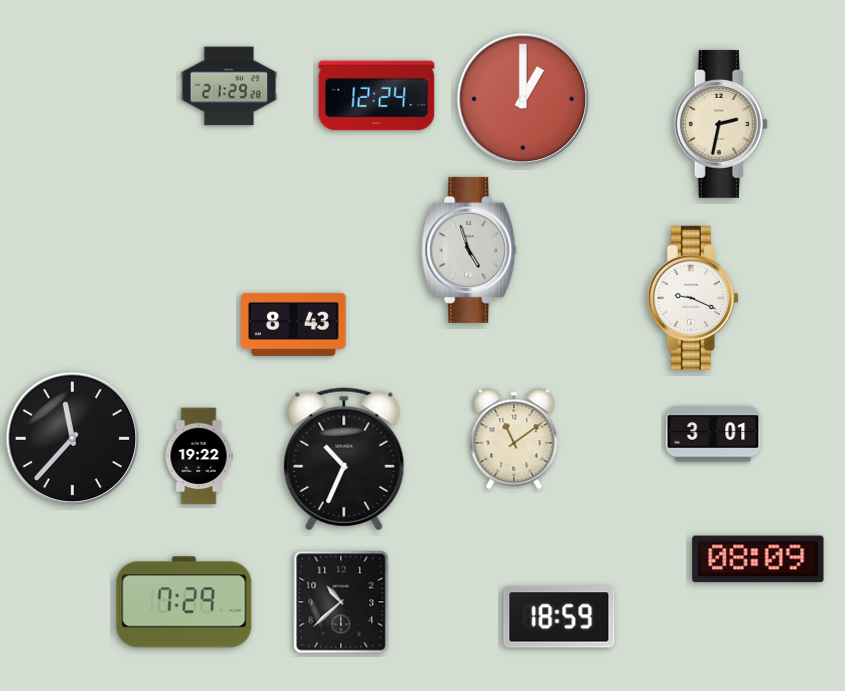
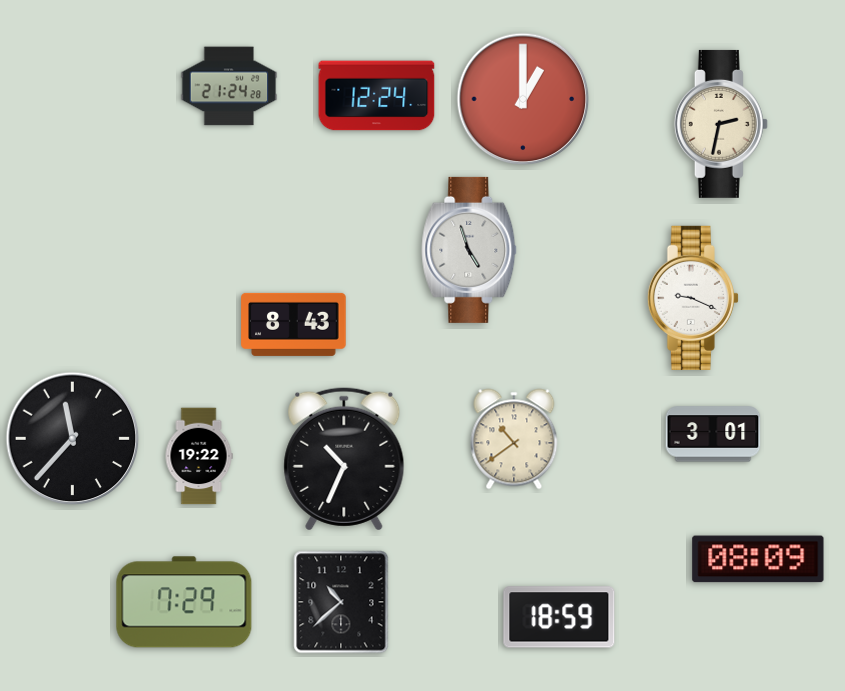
clock at (229, 86): 21:29 -> 21:24
clock at (514, 439): 11:09 -> 10:39
